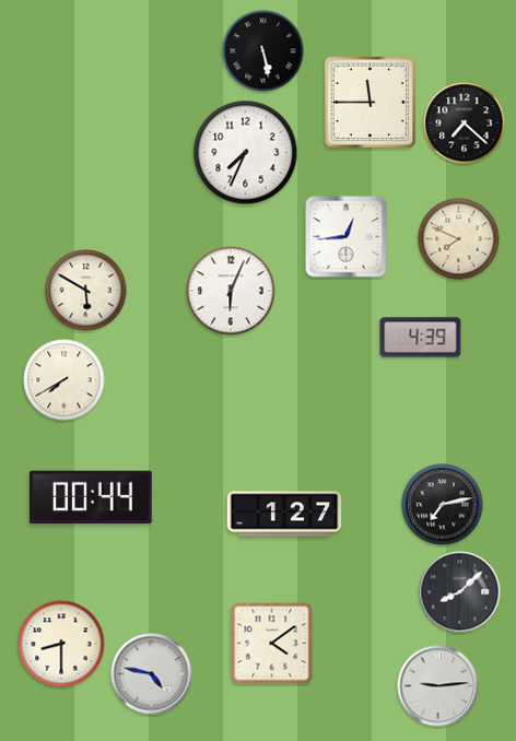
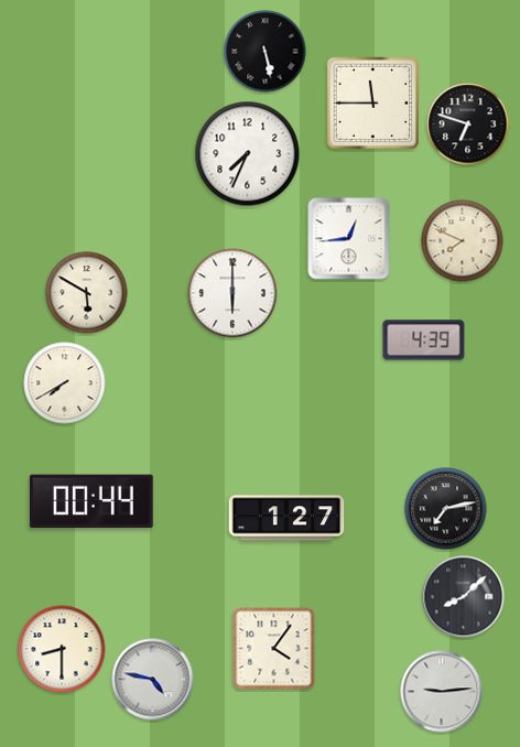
clock at (465, 123): 7:22 -> 6:48
clock at (231, 291): 6:04 -> 6:00
clock at (272, 644): 4:09 -> 4:06
